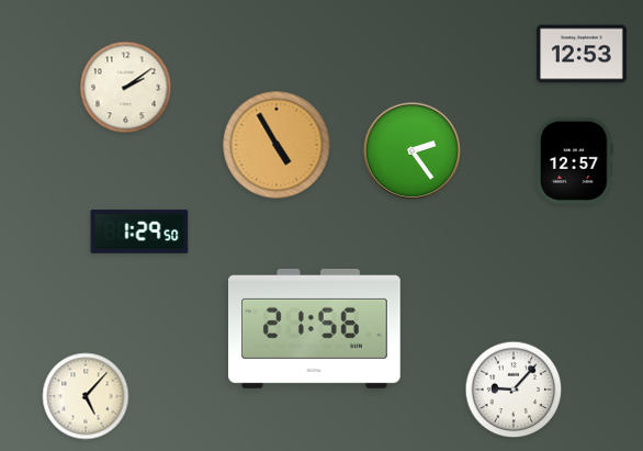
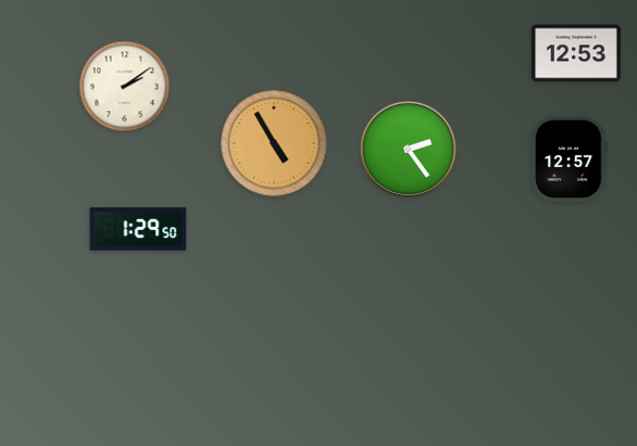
clock at (315, 328): 21:56 -> none
clock at (514, 390): 9:07 -> none
clock at (86, 396): 5:07 -> none
